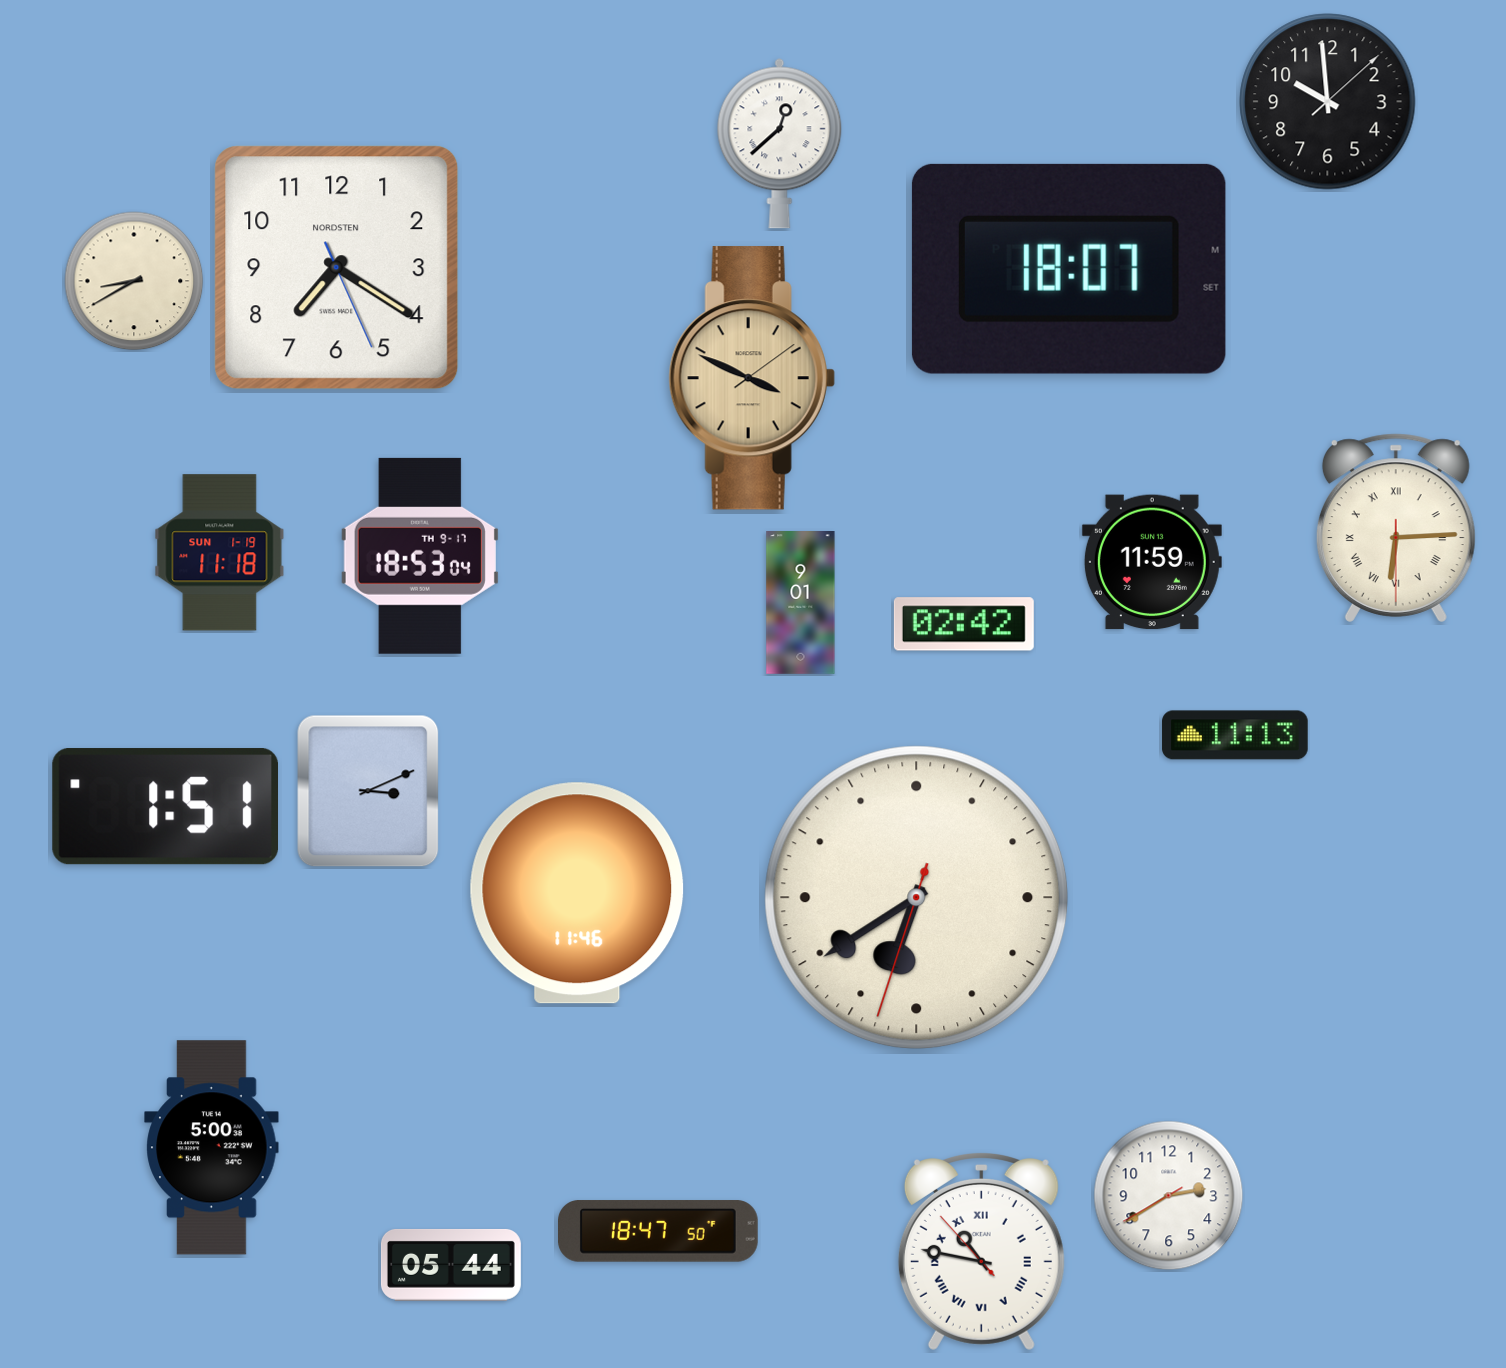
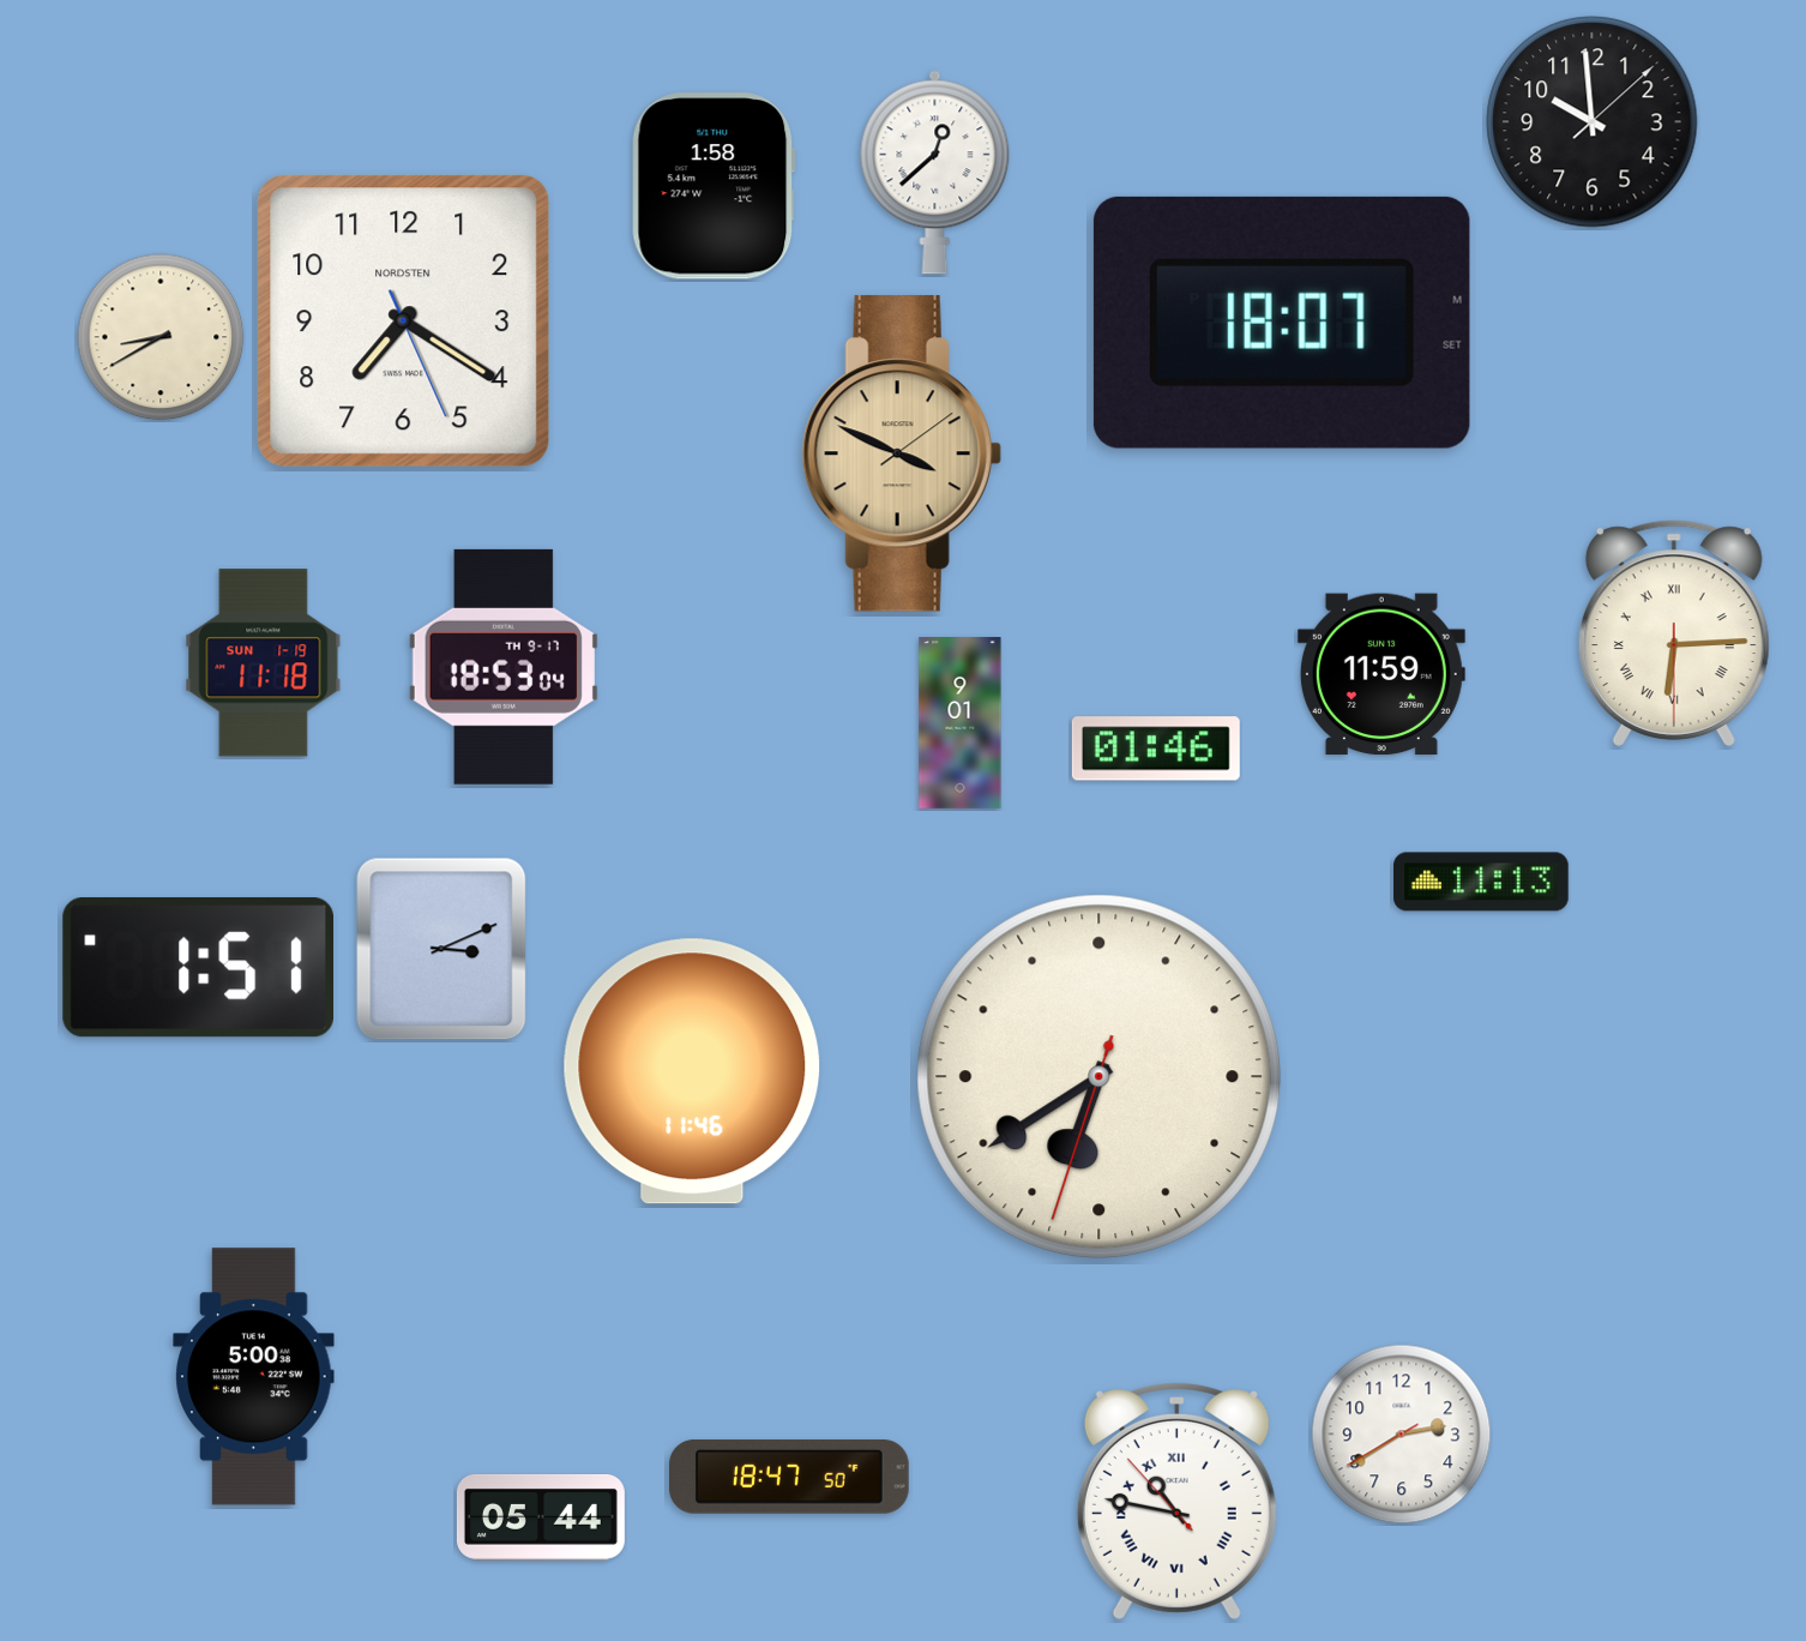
clock at (714, 186): none -> 1:58
clock at (964, 624): 02:42 -> 01:46
